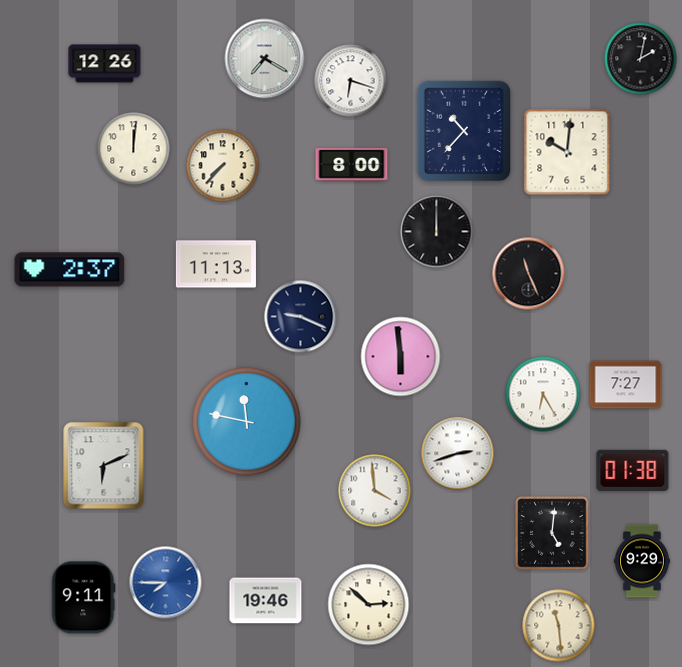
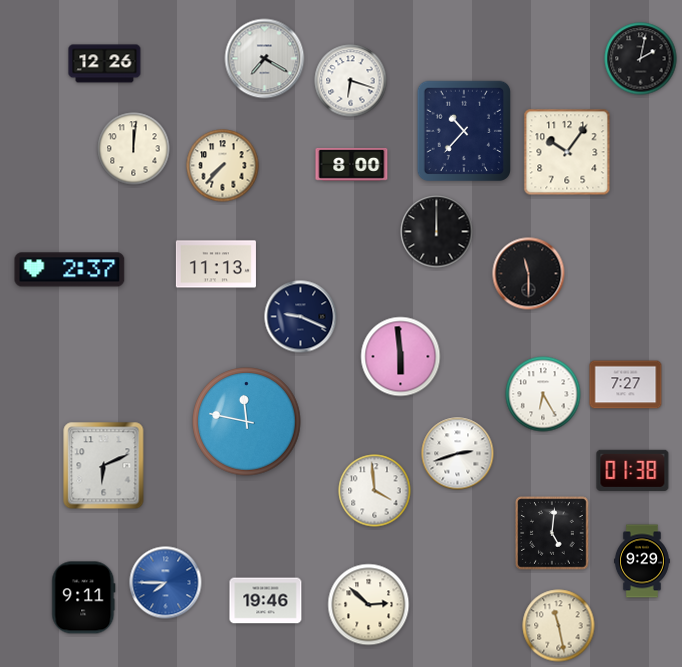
clock at (567, 152): 10:01 -> 10:06
clock at (529, 274): 11:26 -> 11:30
clock at (559, 626): 11:29 -> 11:28
